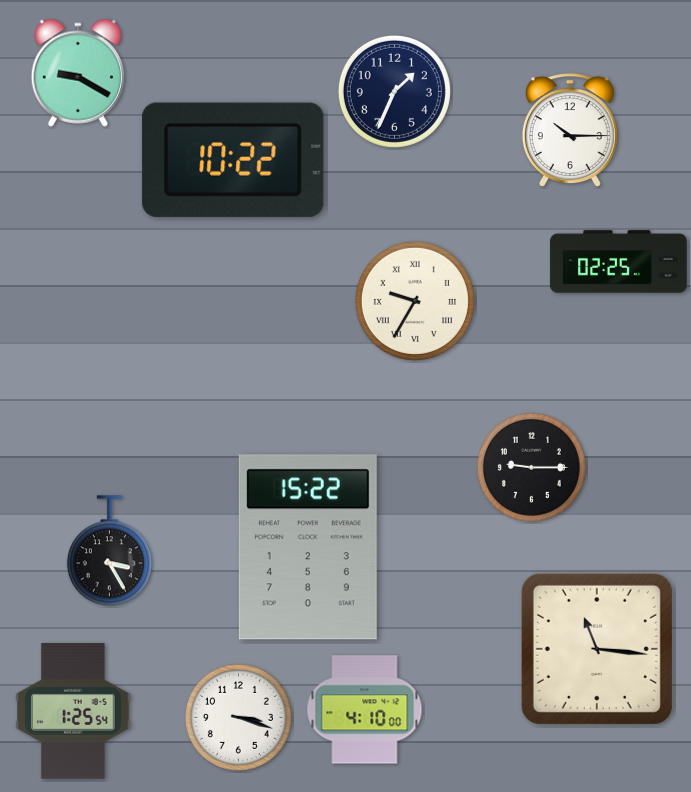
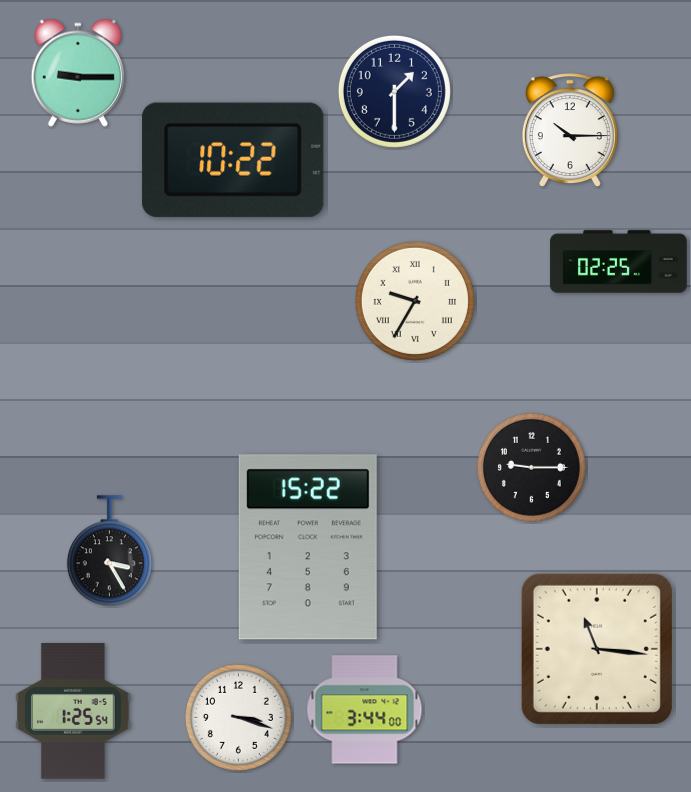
clock at (78, 73): 9:20 -> 9:15
clock at (394, 91): 1:34 -> 1:30
clock at (365, 710): 4:10 -> 3:44
